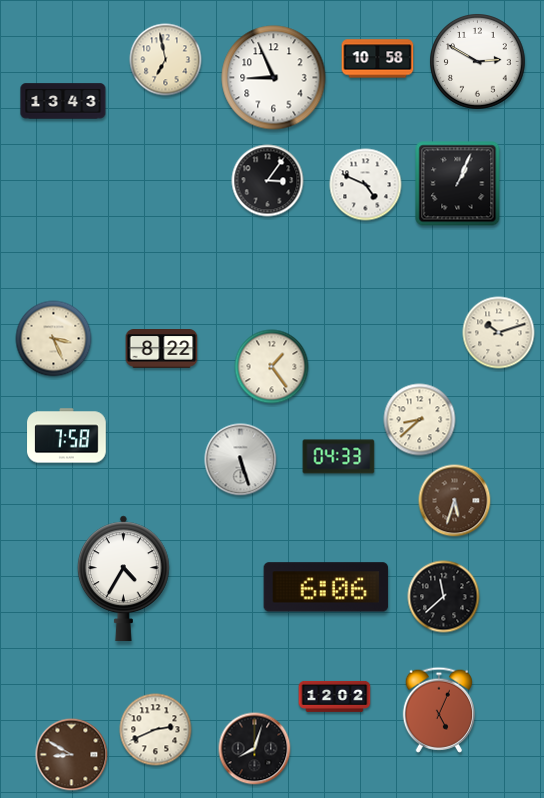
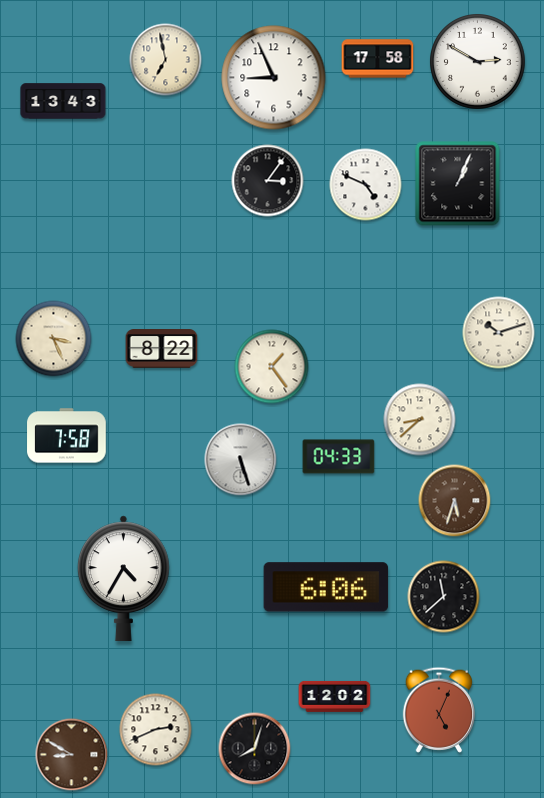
clock at (378, 59): 10:58 -> 17:58
